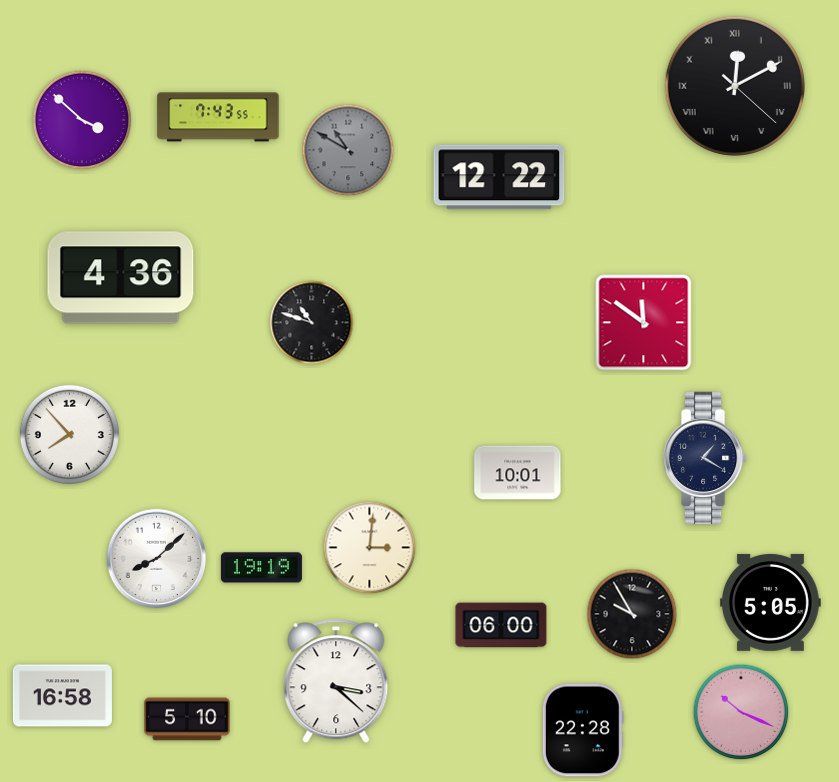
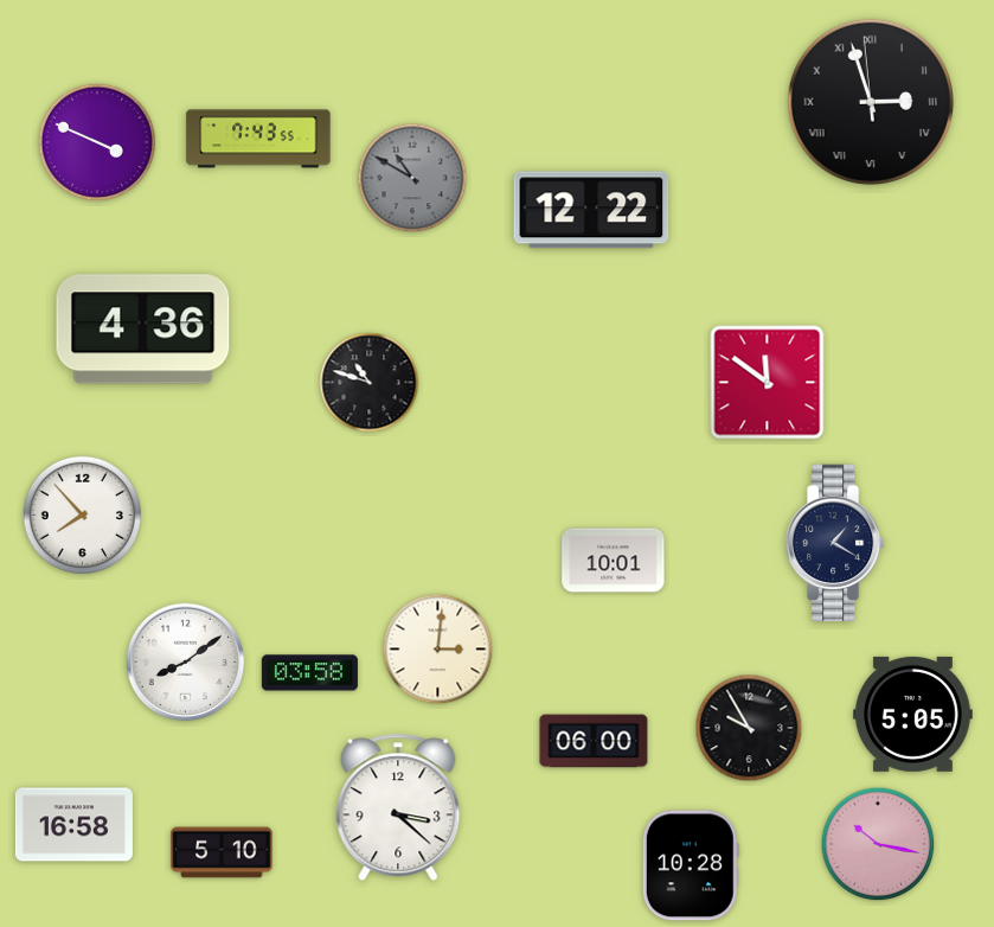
clock at (735, 86): 12:10 -> 2:56
clock at (81, 119): 3:52 -> 3:49
clock at (644, 323) position: (644, 323) -> (768, 383)
clock at (157, 559): 8:08 -> 8:09
clock at (261, 568): 19:19 -> 03:58
clock at (741, 712): 10:19 -> 10:17
clock at (583, 730): 22:28 -> 10:28
